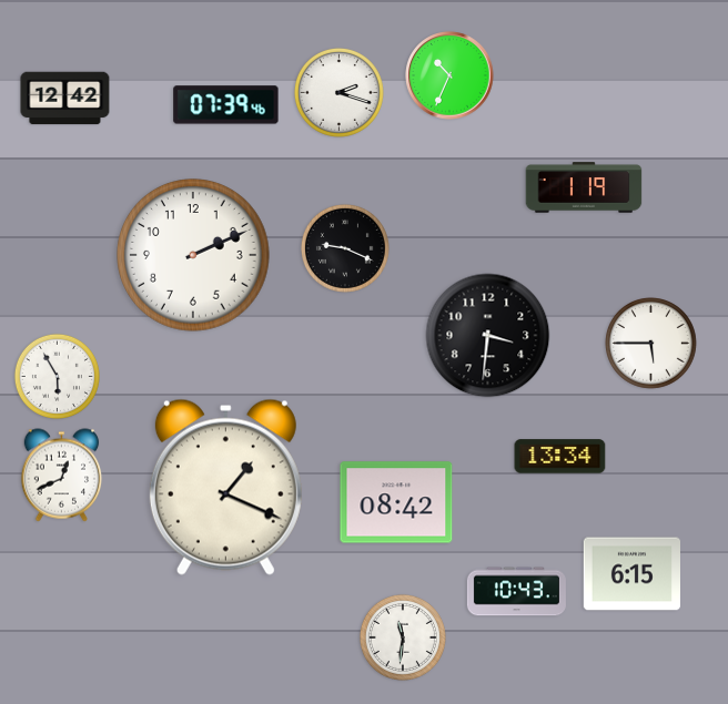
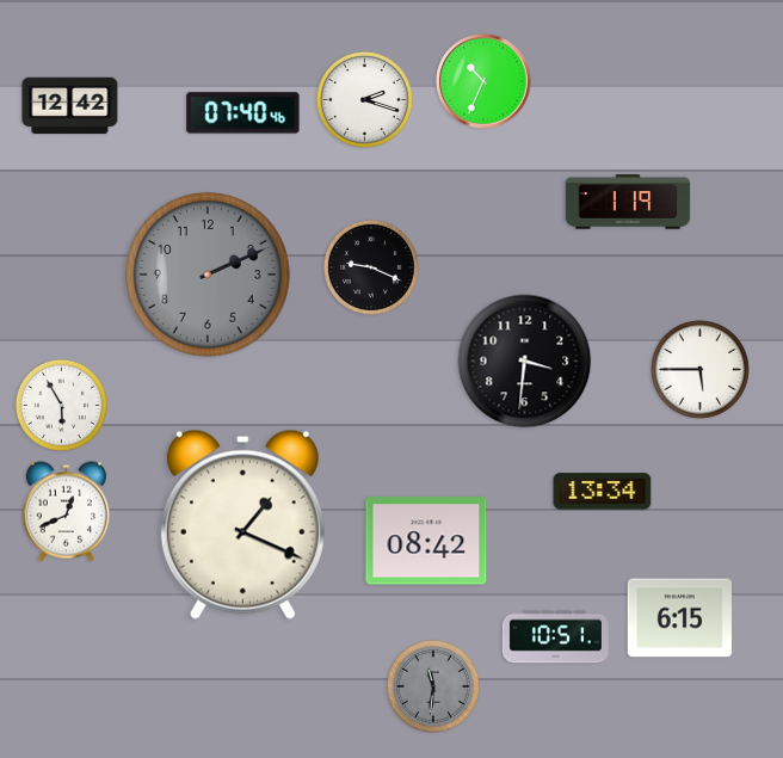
clock at (226, 105): 07:39 -> 07:40
clock at (193, 255) dial: white -> grey
clock at (516, 592): 10:43 -> 10:51
clock at (403, 637) dial: white -> grey
